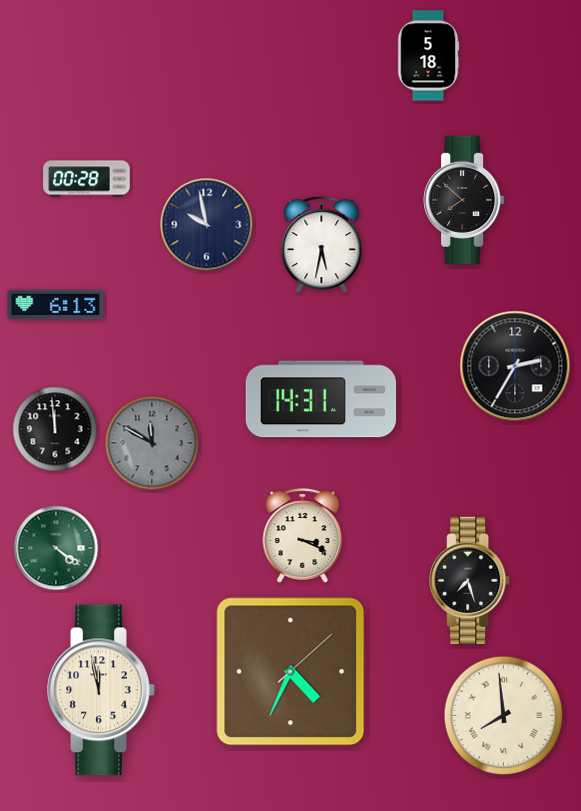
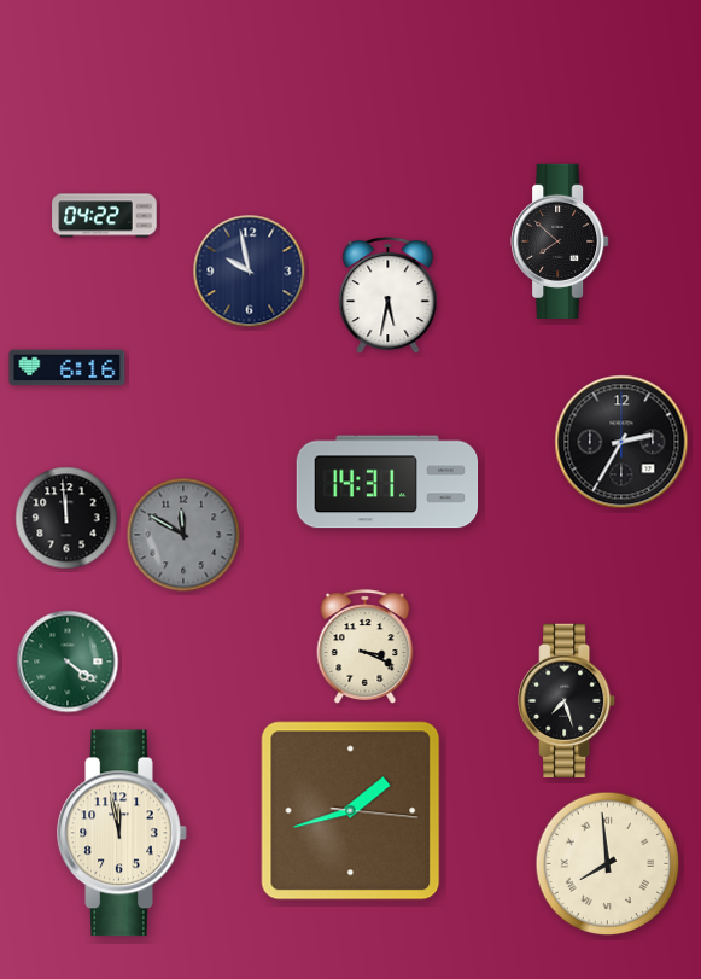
clock at (428, 56): 5:18 -> none
clock at (87, 179): 00:28 -> 04:22
clock at (56, 305): 6:13 -> 6:16
clock at (291, 672): 4:34 -> 1:42
